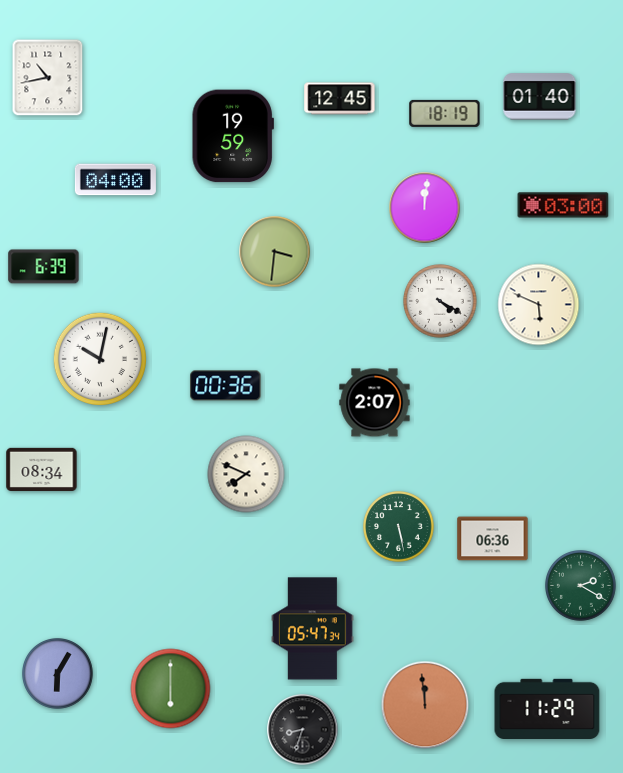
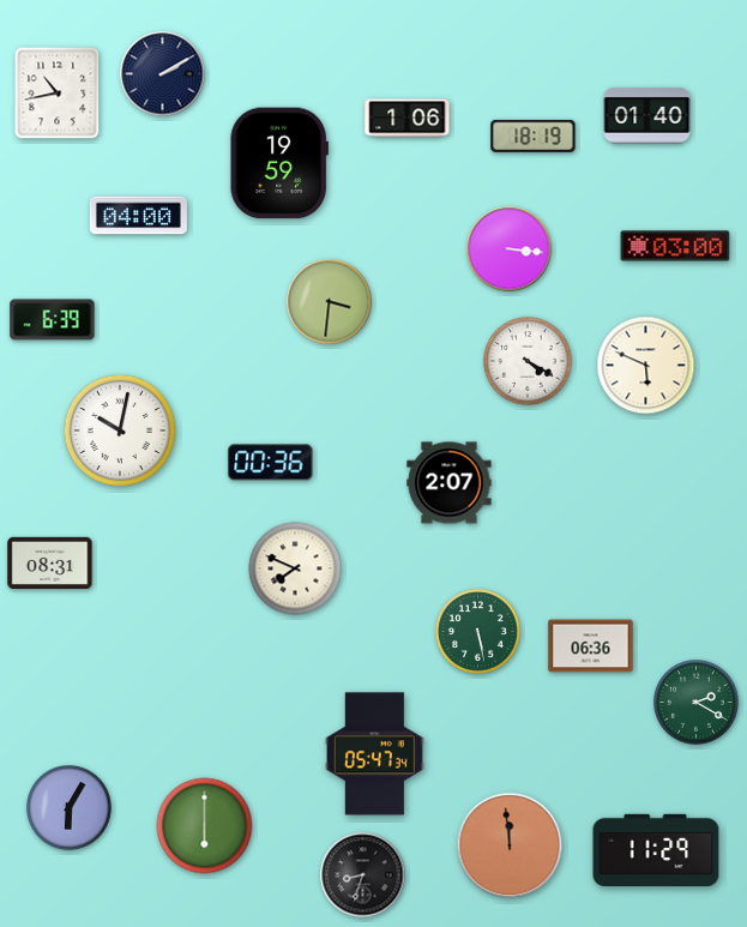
clock at (163, 74): none -> 2:10
clock at (340, 99): 12:45 -> 1:06
clock at (425, 208): 12:01 -> 3:16
clock at (42, 469): 08:34 -> 08:31
